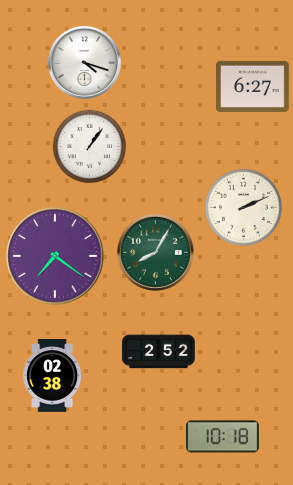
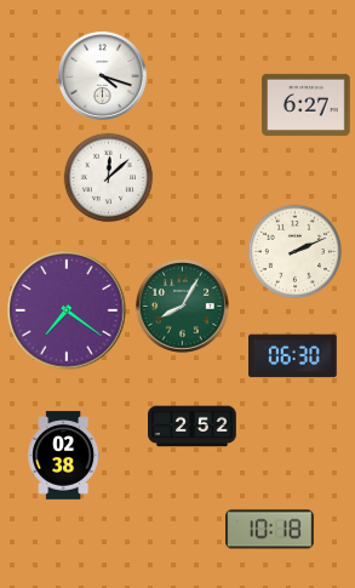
clock at (90, 147): 1:06 -> 12:08
clock at (155, 252) position: (155, 252) -> (182, 306)
clock at (293, 356): none -> 06:30
